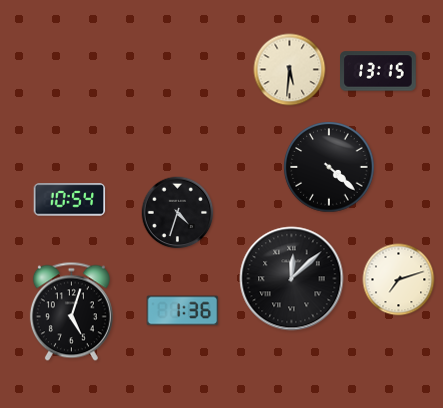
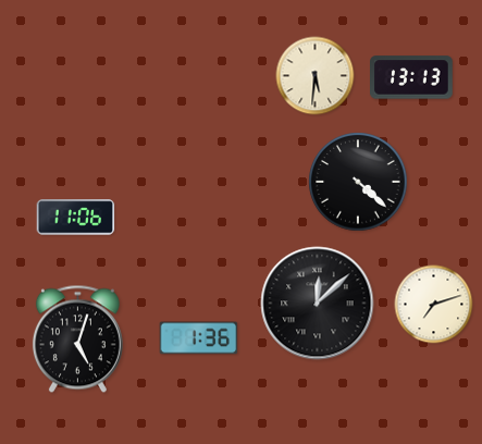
clock at (379, 71): 13:15 -> 13:13
clock at (70, 200): 10:54 -> 11:06
clock at (178, 213): 4:33 -> none
